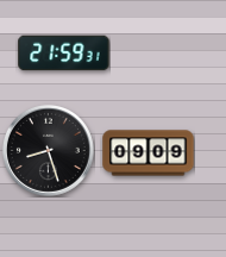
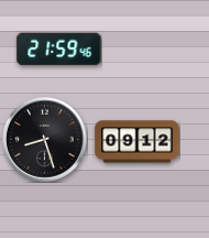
clock at (64, 54): 21:59:31 -> 21:59:46
clock at (149, 153): 09:09 -> 09:12
